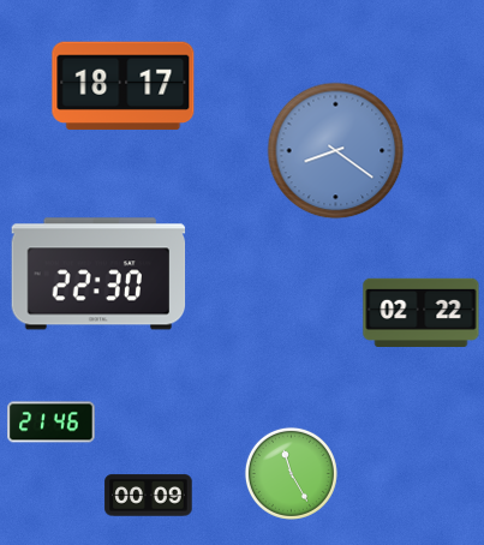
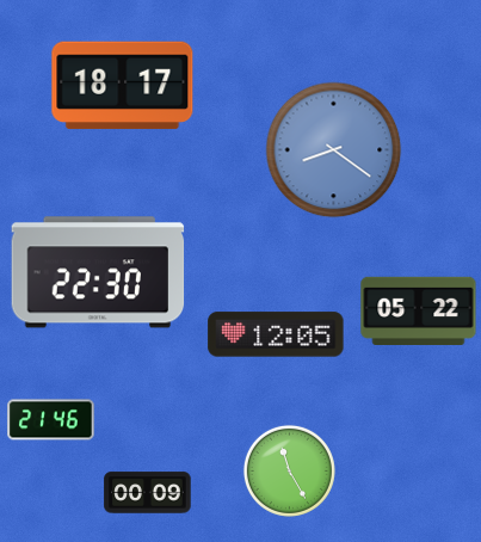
clock at (422, 312): 02:22 -> 05:22
clock at (276, 334): none -> 12:05
